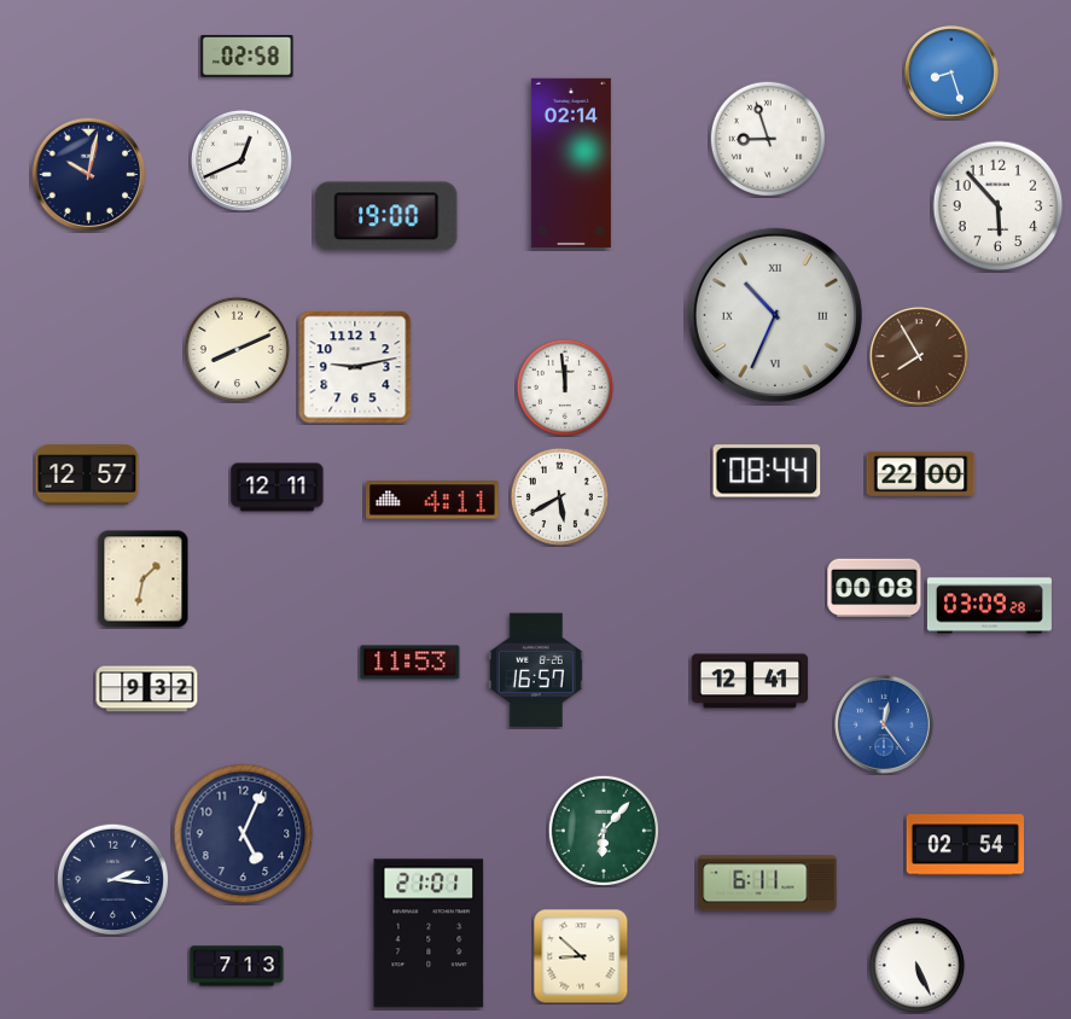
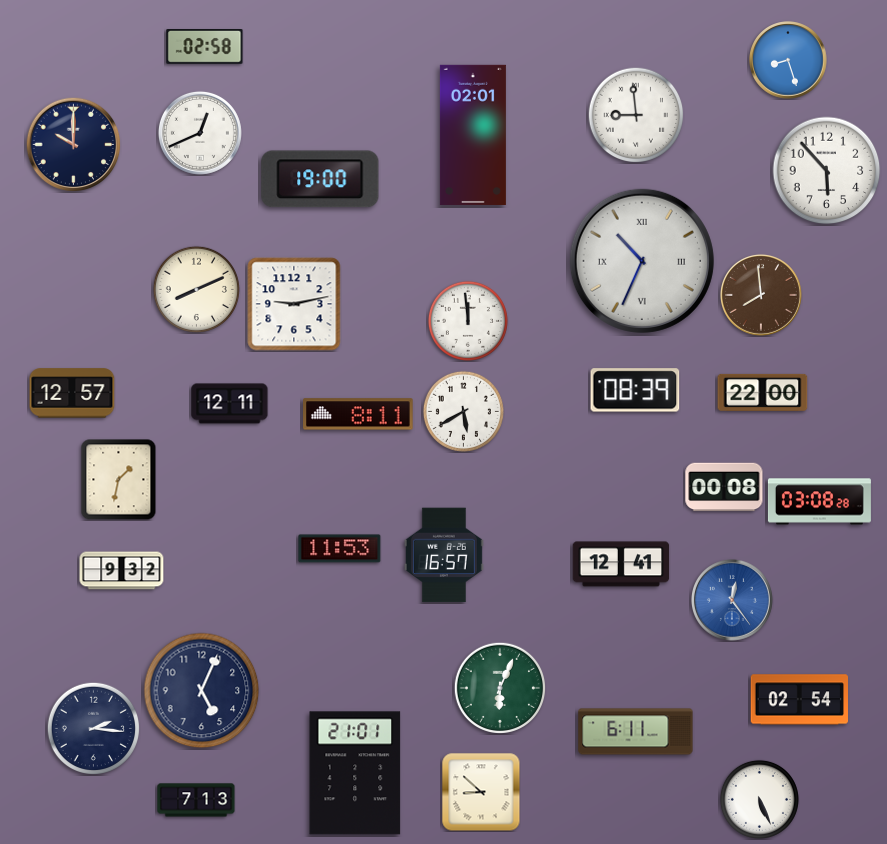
clock at (768, 139): 8:57 -> 8:59
clock at (571, 163): 02:14 -> 02:01
clock at (88, 174): 10:02 -> 10:00
clock at (919, 356): 7:55 -> 7:59
clock at (767, 471): 08:44 -> 08:39
clock at (432, 500): 4:11 -> 8:11
clock at (989, 606): 03:09 -> 03:08
clock at (603, 829): 6:07 -> 6:04
